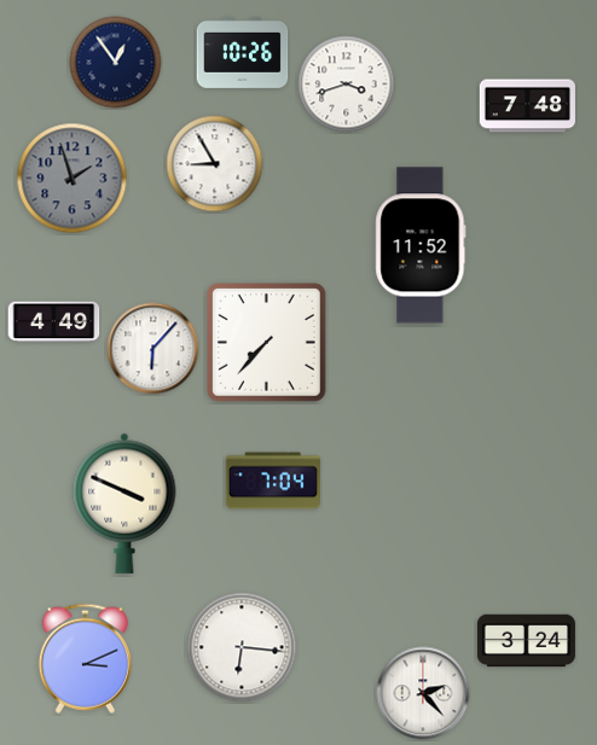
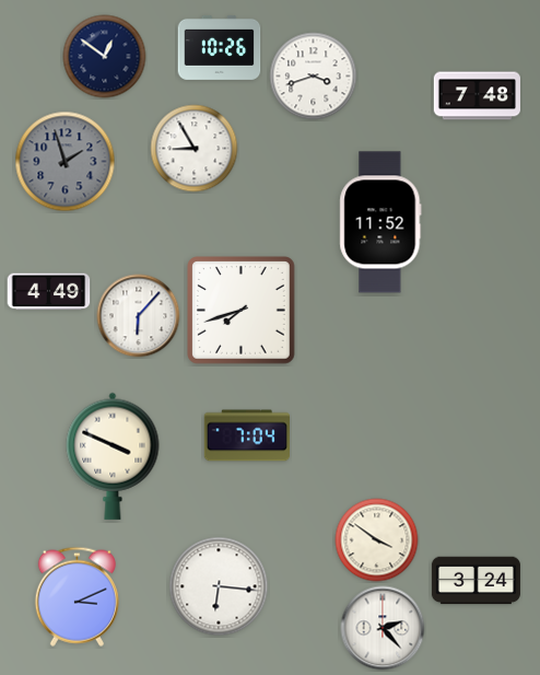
clock at (116, 63): 12:54 -> 12:51
clock at (267, 343): 7:37 -> 7:42
clock at (377, 540): none -> 3:51
